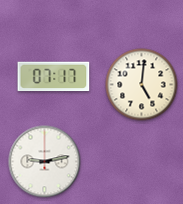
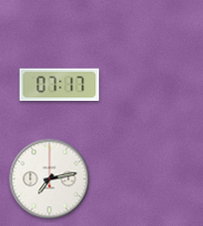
clock at (142, 85): 5:01 -> none
clock at (45, 162): 9:13 -> 7:13
